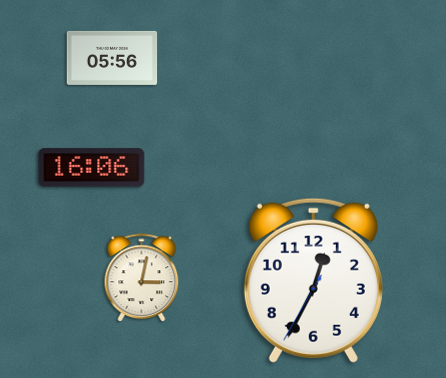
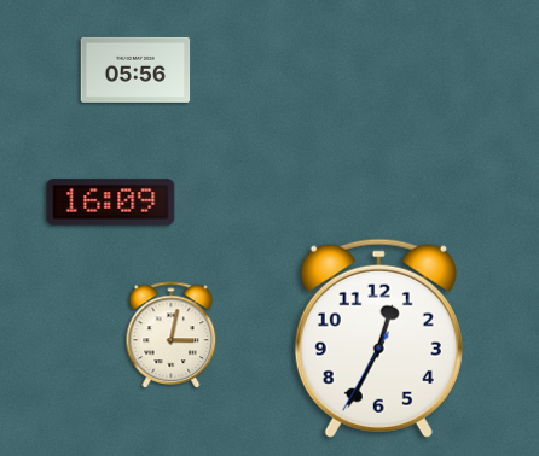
clock at (92, 168): 16:06 -> 16:09
